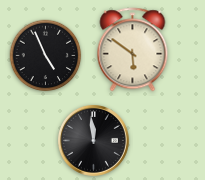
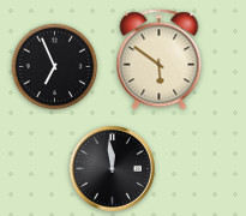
clock at (46, 56): 4:56 -> 6:56
